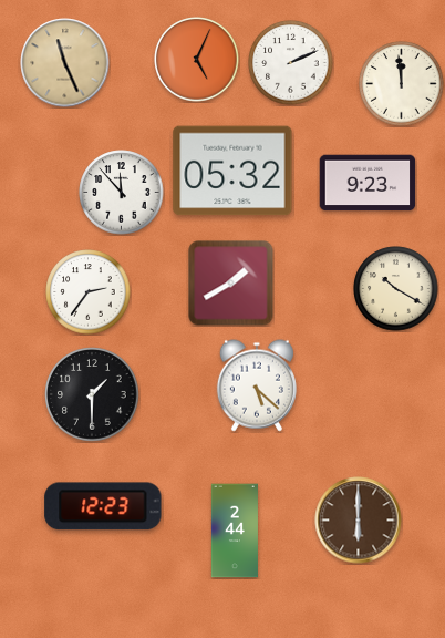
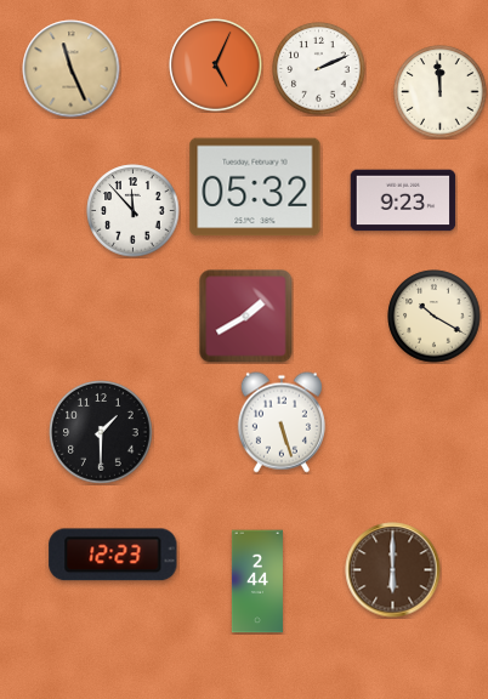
clock at (231, 284) position: (231, 284) -> (246, 317)
clock at (89, 292): 2:36 -> none
clock at (257, 385): 5:22 -> 5:27
